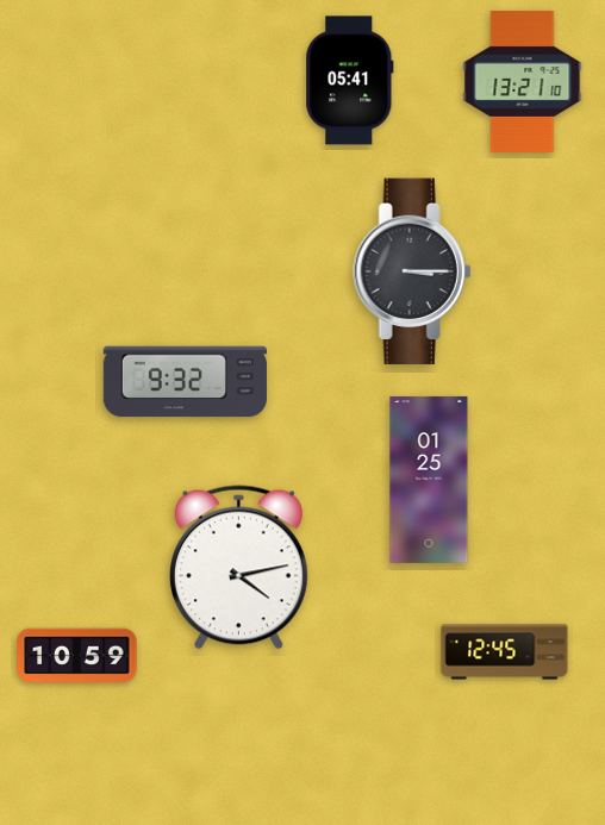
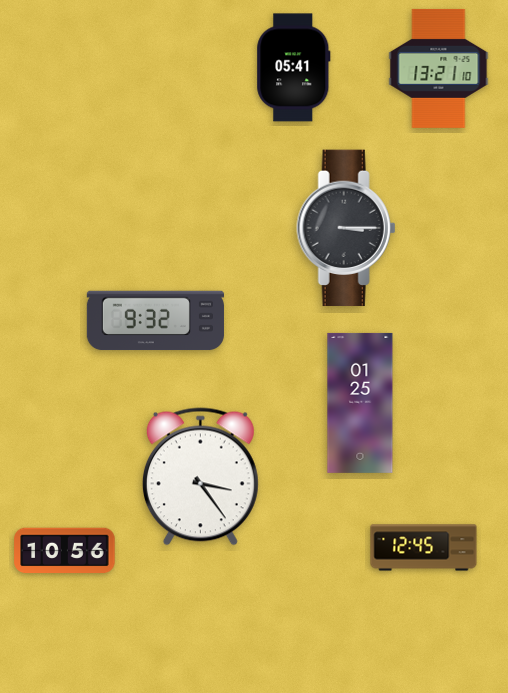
clock at (238, 568): 4:13 -> 3:24
clock at (77, 656): 10:59 -> 10:56
